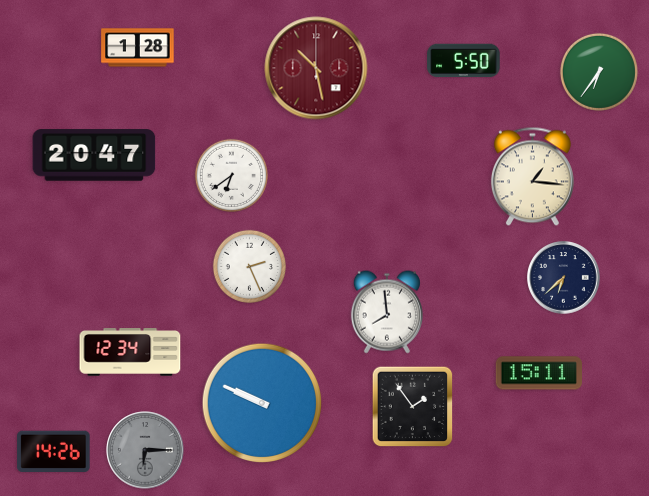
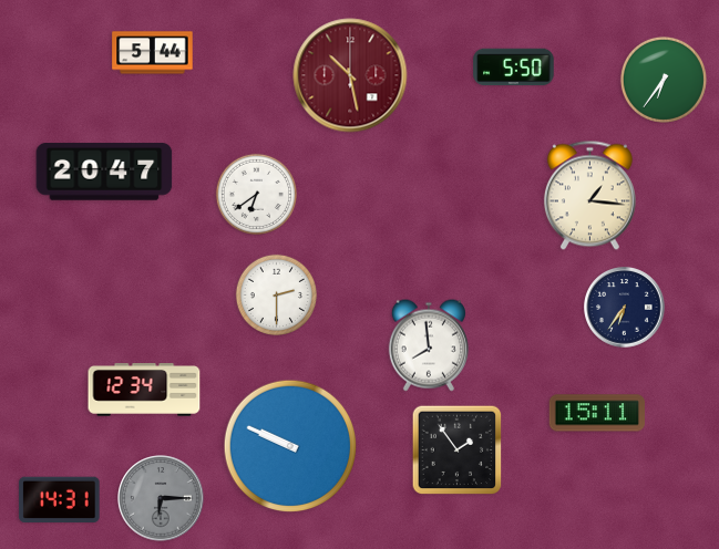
clock at (138, 48): 1:28 -> 5:44
clock at (249, 266): 2:26 -> 2:30
clock at (564, 278): 6:38 -> 6:36
clock at (54, 451): 14:26 -> 14:31
